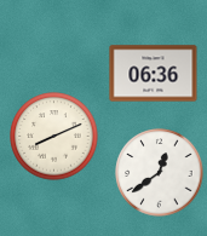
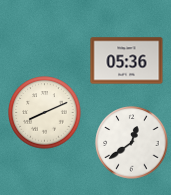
clock at (154, 74): 06:36 -> 05:36
